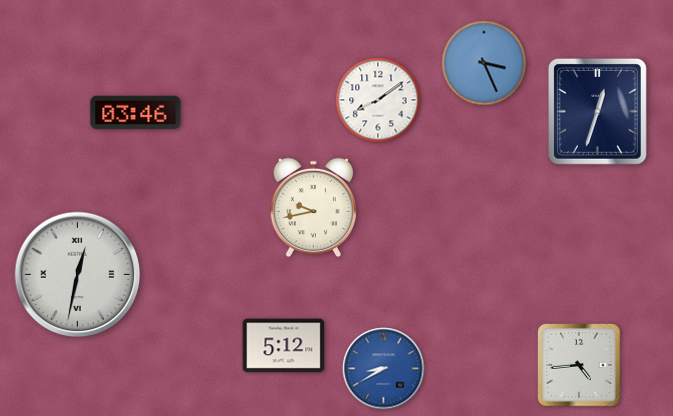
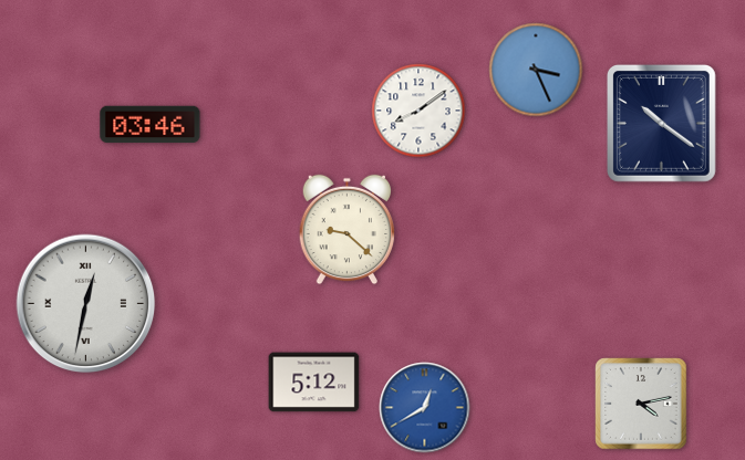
clock at (597, 111): 12:33 -> 10:21
clock at (314, 208): 9:43 -> 9:22
clock at (579, 365): 4:44 -> 4:13
clock at (384, 369): 8:40 -> 12:40
